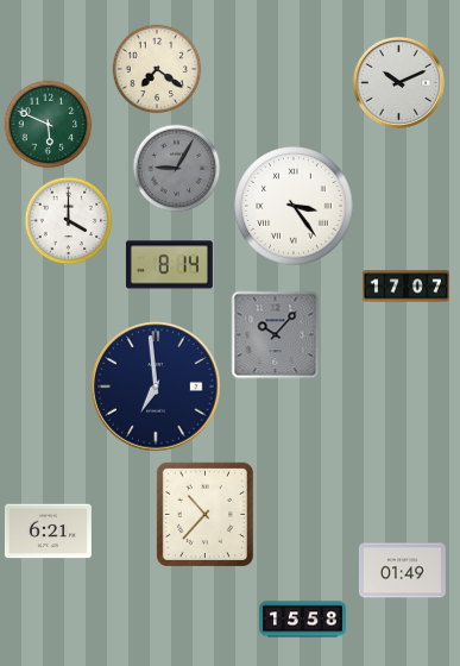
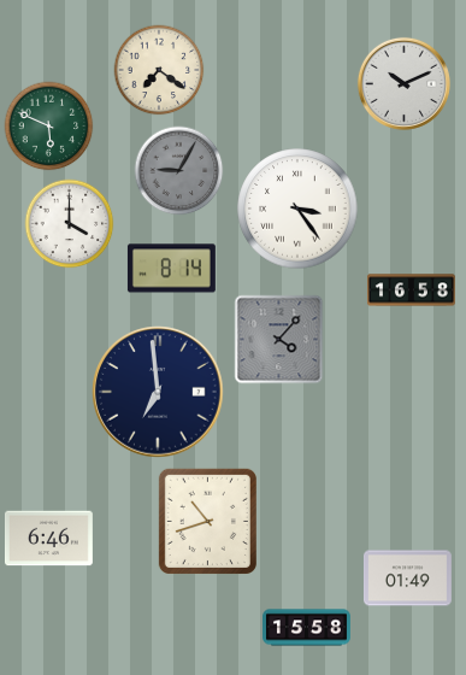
clock at (405, 287): 17:07 -> 16:58
clock at (276, 335): 10:07 -> 4:07
clock at (204, 514): 10:37 -> 10:42
clock at (48, 532): 6:21 -> 6:46
